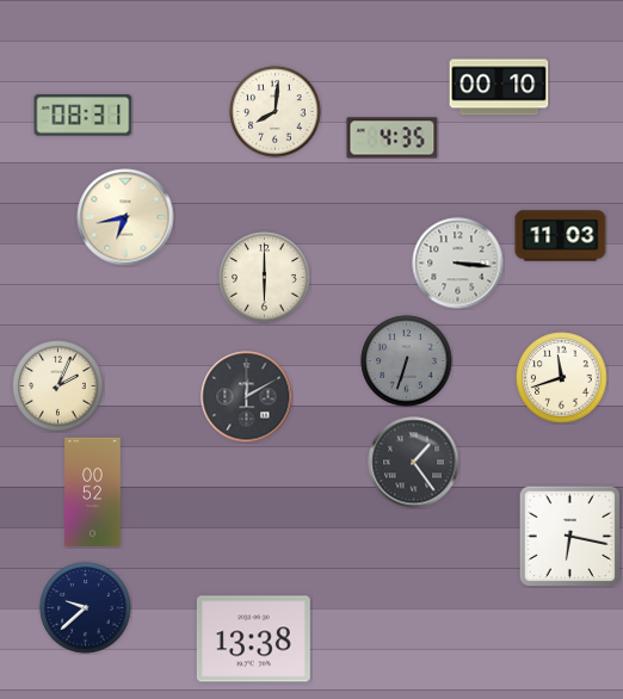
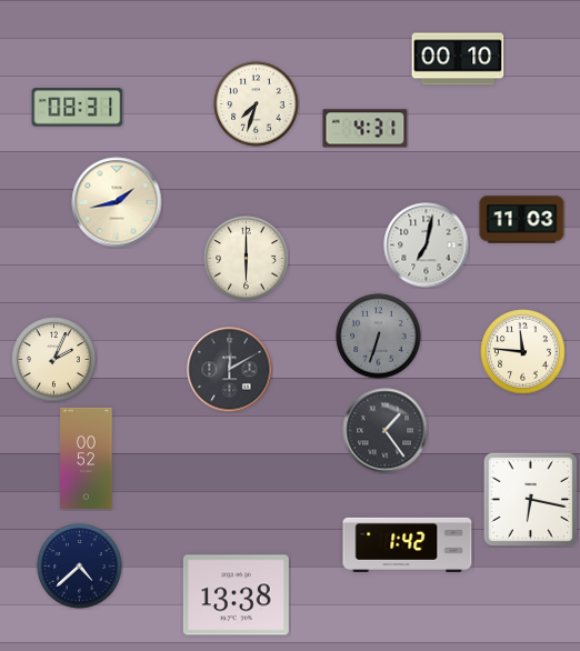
clock at (499, 87) position: (499, 87) -> (458, 59)
clock at (276, 112): 8:01 -> 7:33
clock at (393, 138): 4:35 -> 4:31
clock at (125, 217): 6:43 -> 1:43
clock at (458, 264): 3:16 -> 7:02
clock at (562, 378): 11:42 -> 11:46
clock at (408, 544): none -> 1:42
clock at (86, 608): 9:38 -> 4:38
